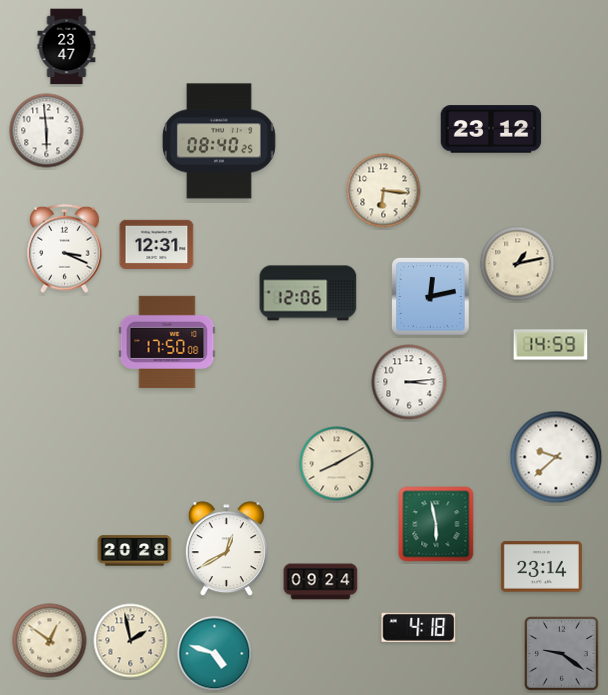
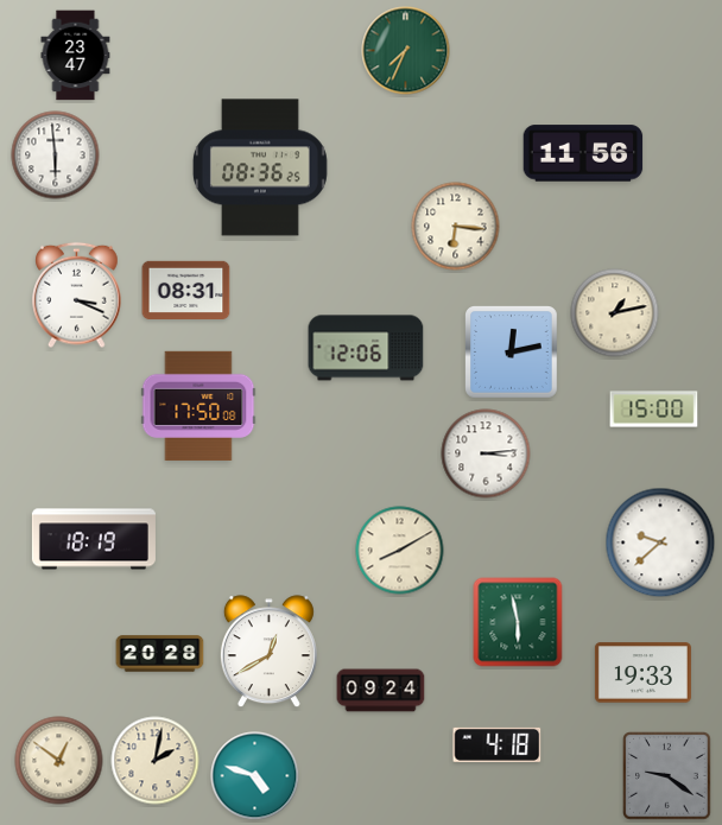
clock at (406, 51): none -> 7:34
clock at (67, 47) position: (67, 47) -> (76, 56)
clock at (491, 129): 23:12 -> 11:56
clock at (219, 141): 08:40 -> 08:36
clock at (157, 244): 12:31 -> 08:31
clock at (551, 345): 14:59 -> 15:00
clock at (94, 539): none -> 18:19
clock at (541, 567): 23:14 -> 19:33
clock at (131, 641): 1:58 -> 2:02
